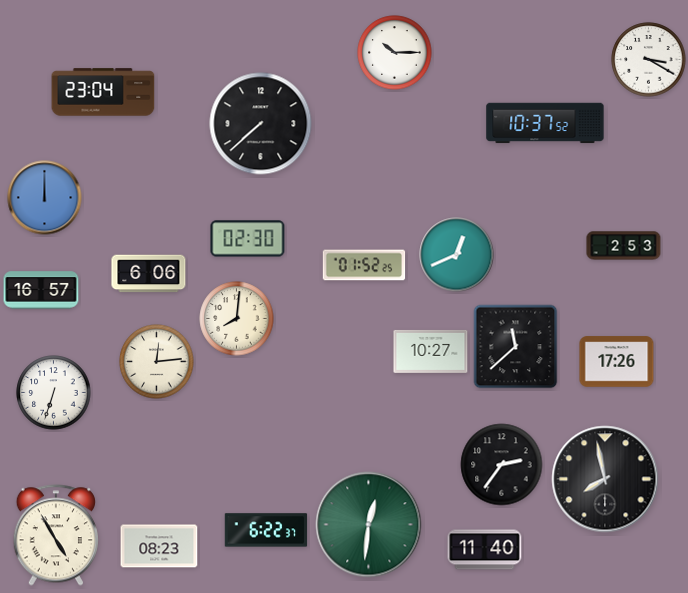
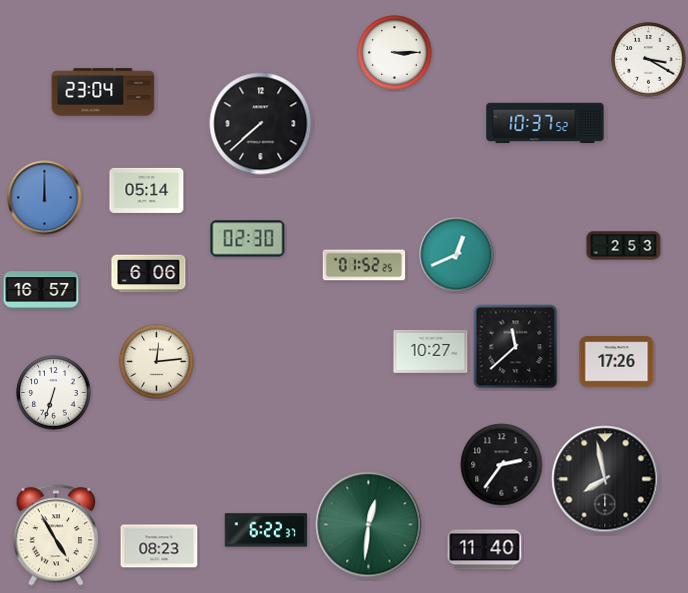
clock at (395, 53): 10:15 -> 3:15
clock at (147, 190): none -> 05:14
clock at (237, 319): 8:01 -> none
